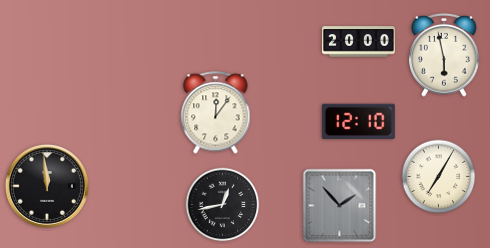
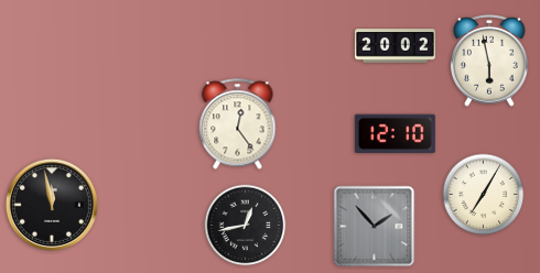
clock at (358, 42): 20:00 -> 20:02
clock at (216, 113): 12:06 -> 12:24
clock at (47, 186): 11:59 -> 11:58
